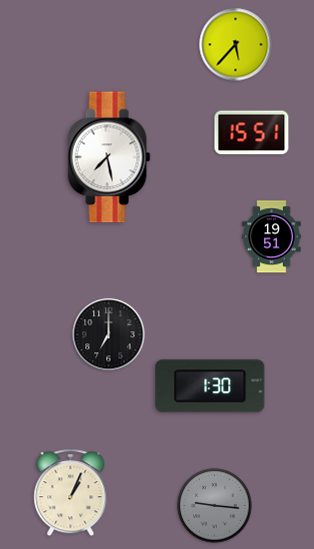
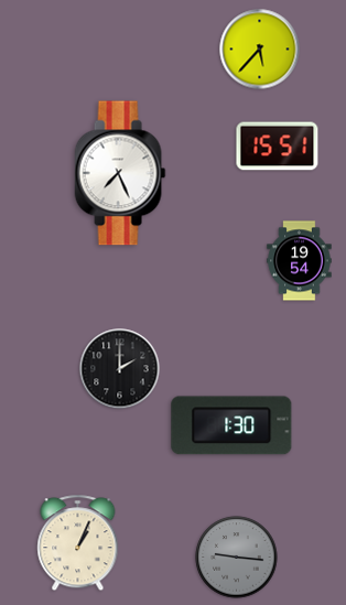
clock at (109, 157): 7:28 -> 7:26
clock at (272, 237): 19:51 -> 19:54
clock at (109, 335): 7:00 -> 2:00
